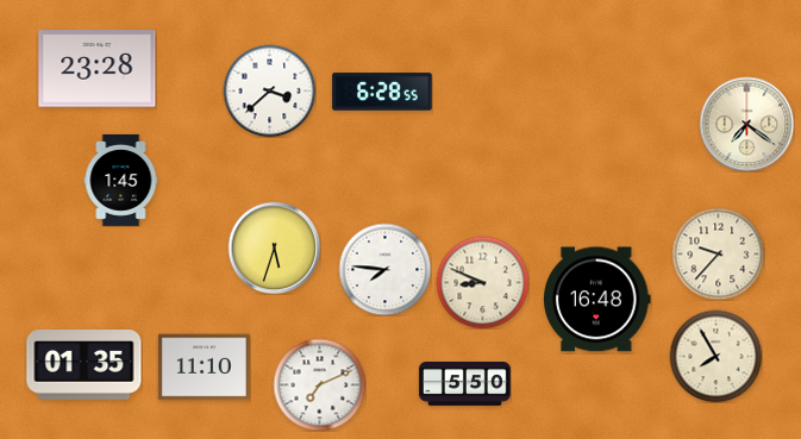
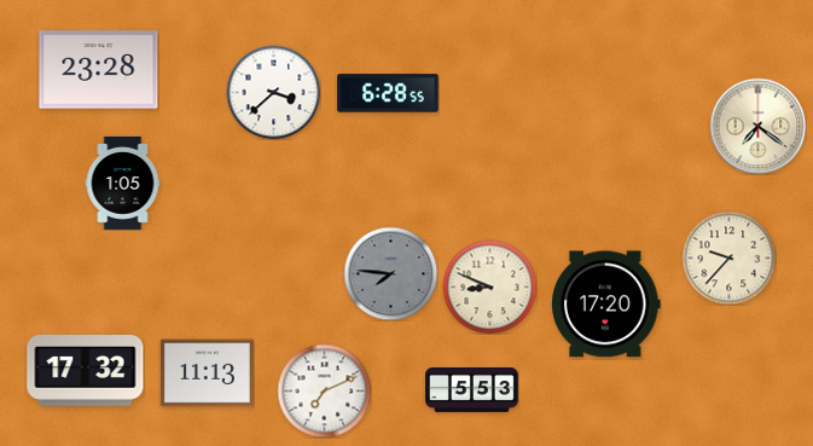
clock at (121, 180): 1:45 -> 1:05
clock at (274, 247): 5:33 -> none
clock at (384, 269) dial: white -> grey
clock at (597, 300): 16:48 -> 17:20
clock at (715, 356): 7:55 -> none
clock at (85, 365): 01:35 -> 17:32
clock at (204, 368): 11:10 -> 11:13
clock at (464, 384): 5:50 -> 5:53
